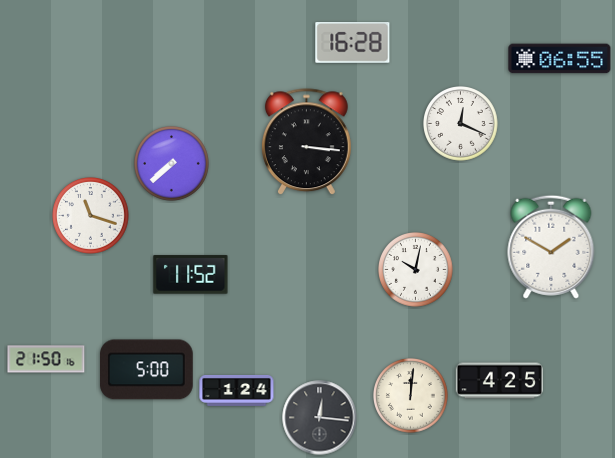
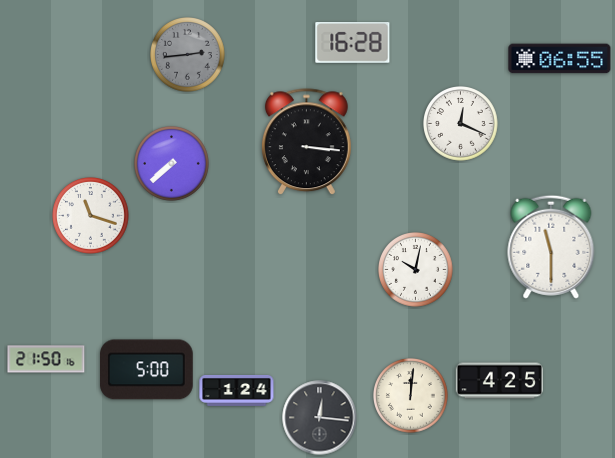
clock at (188, 55): none -> 2:44
clock at (551, 247): 1:50 -> 11:30
clock at (191, 275): 11:52 -> none
